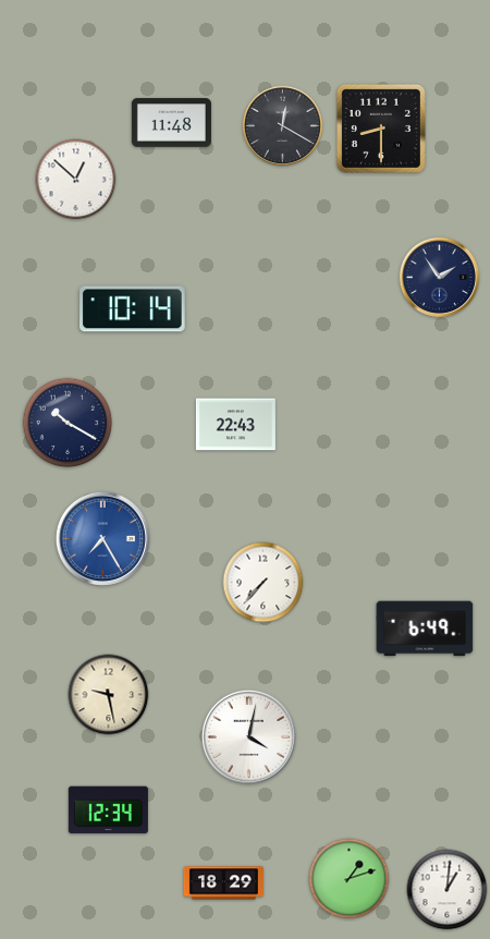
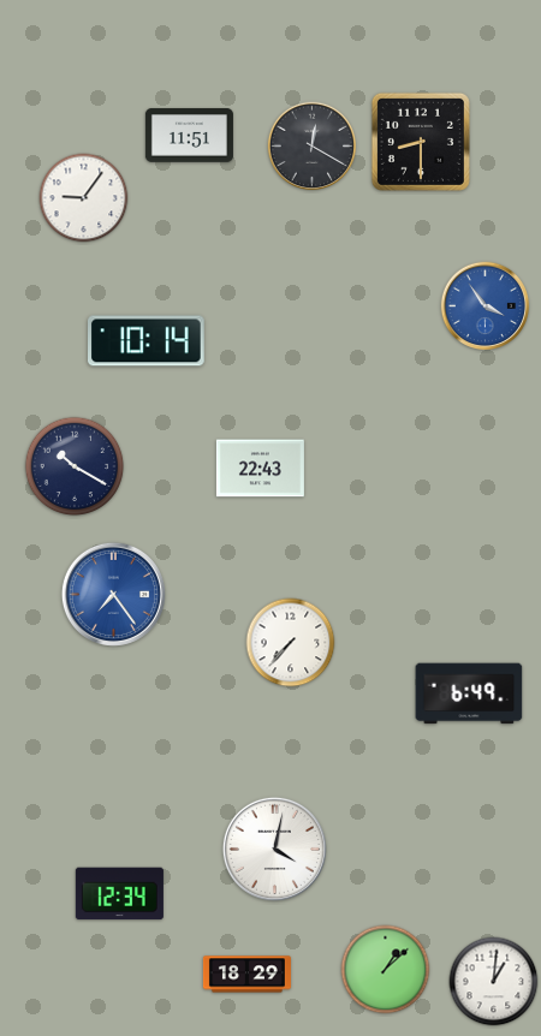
clock at (171, 123): 11:48 -> 11:51
clock at (283, 126) position: (283, 126) -> (313, 147)
clock at (76, 180): 12:52 -> 9:06
clock at (440, 278): 1:54 -> 3:54
clock at (440, 278) dial: navy -> blue
clock at (102, 538): 7:25 -> 7:24
clock at (109, 695): 9:28 -> none
clock at (248, 736) position: (248, 736) -> (274, 849)
clock at (350, 879): 1:12 -> 1:08
